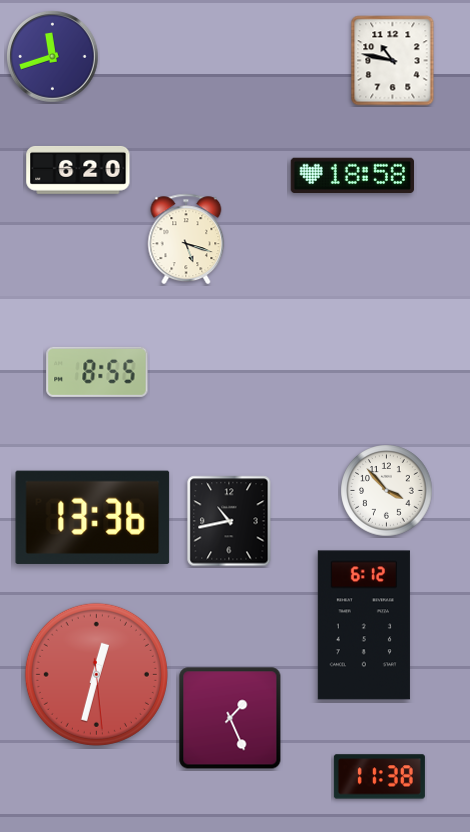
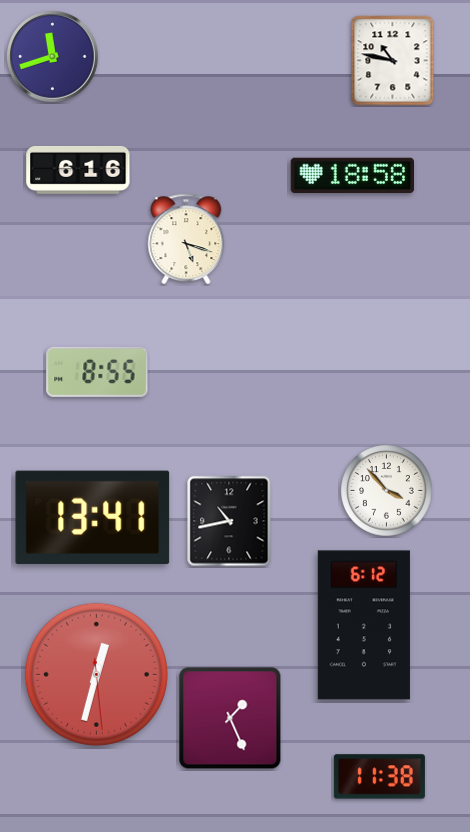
clock at (78, 170): 6:20 -> 6:16
clock at (93, 517): 13:36 -> 13:41
